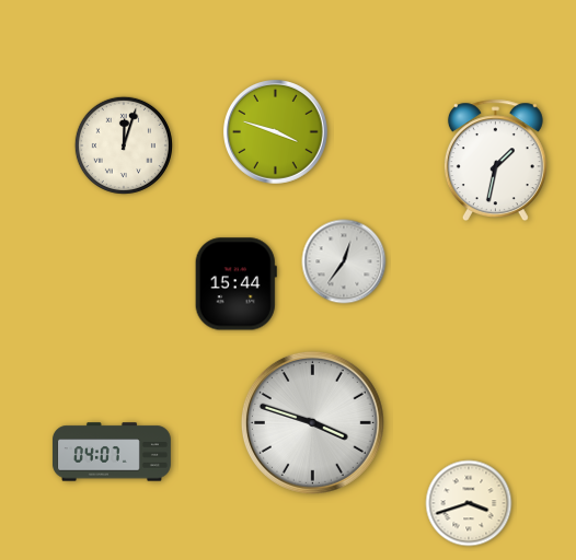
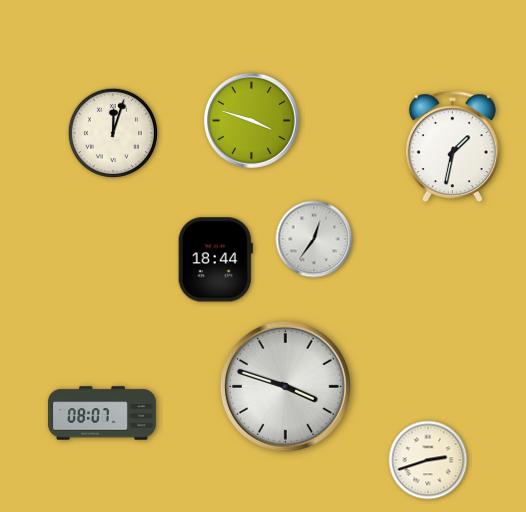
clock at (235, 284): 15:44 -> 18:44
clock at (112, 452): 04:07 -> 08:07
clock at (469, 503): 3:42 -> 2:42
